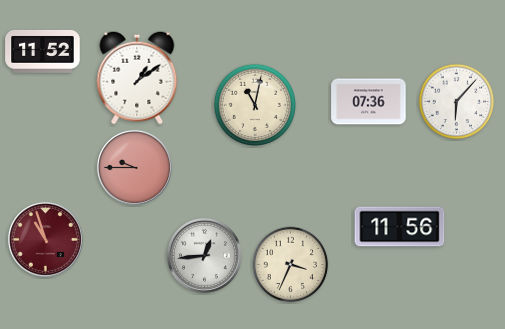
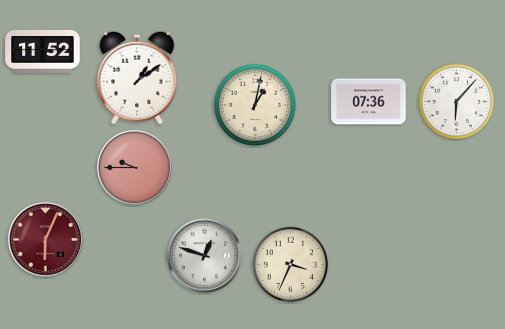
clock at (255, 105): 11:02 -> 1:02
clock at (400, 227): 11:56 -> none
clock at (45, 239): 10:57 -> 6:04
clock at (204, 255): 12:44 -> 12:48
